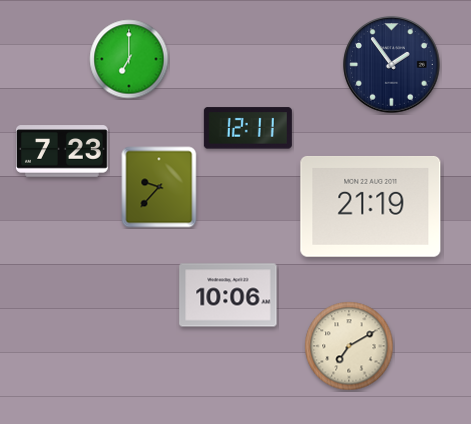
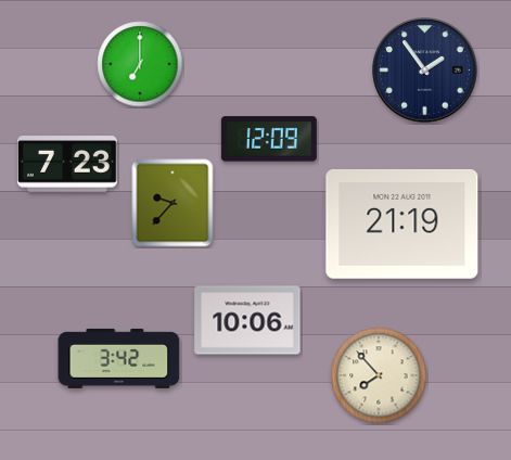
clock at (248, 128): 12:11 -> 12:09
clock at (119, 358): none -> 3:42
clock at (349, 346): 7:10 -> 7:53
